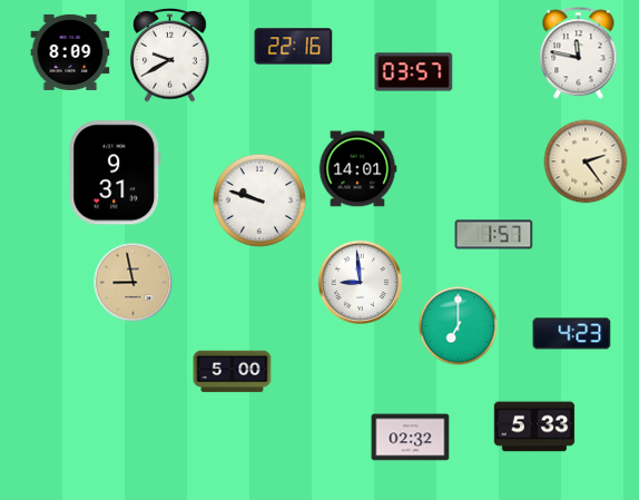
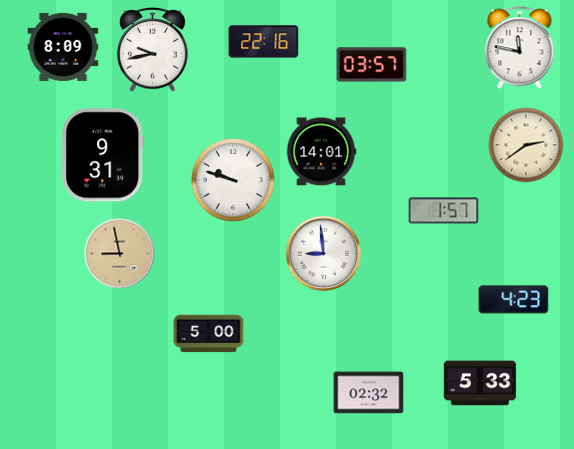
clock at (170, 56): 9:40 -> 9:43
clock at (586, 161): 2:24 -> 2:39
clock at (459, 326): 7:00 -> none
